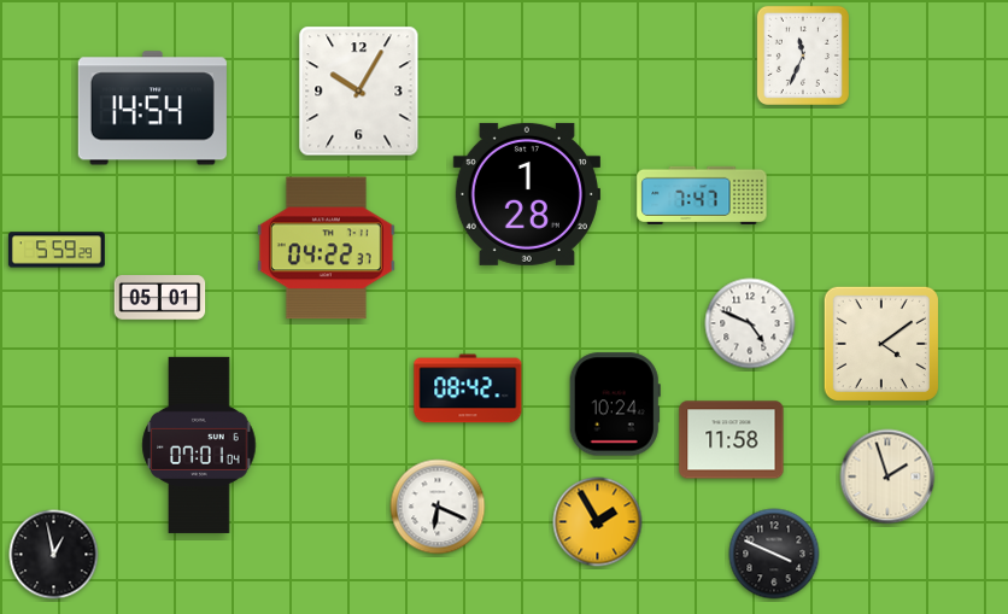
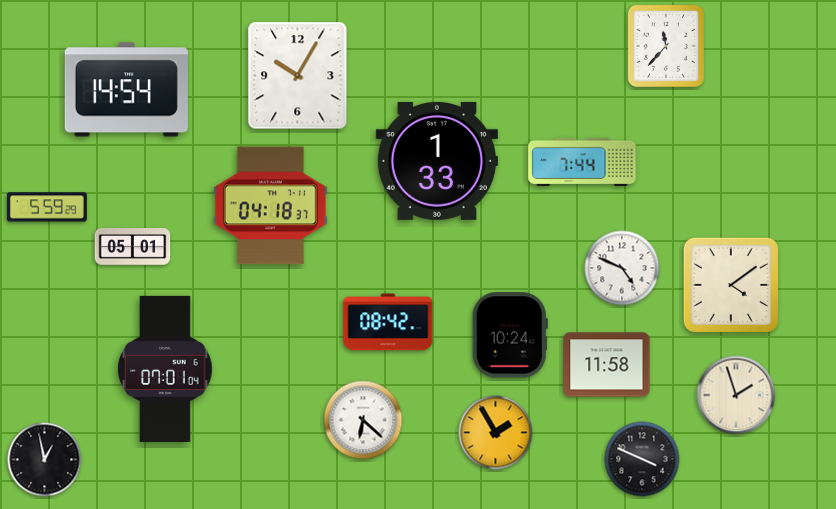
clock at (803, 55): 11:34 -> 11:37
clock at (527, 194): 1:28 -> 1:33
clock at (702, 195): 7:47 -> 7:44
clock at (326, 248): 04:22 -> 04:18
clock at (438, 507): 6:19 -> 6:22
